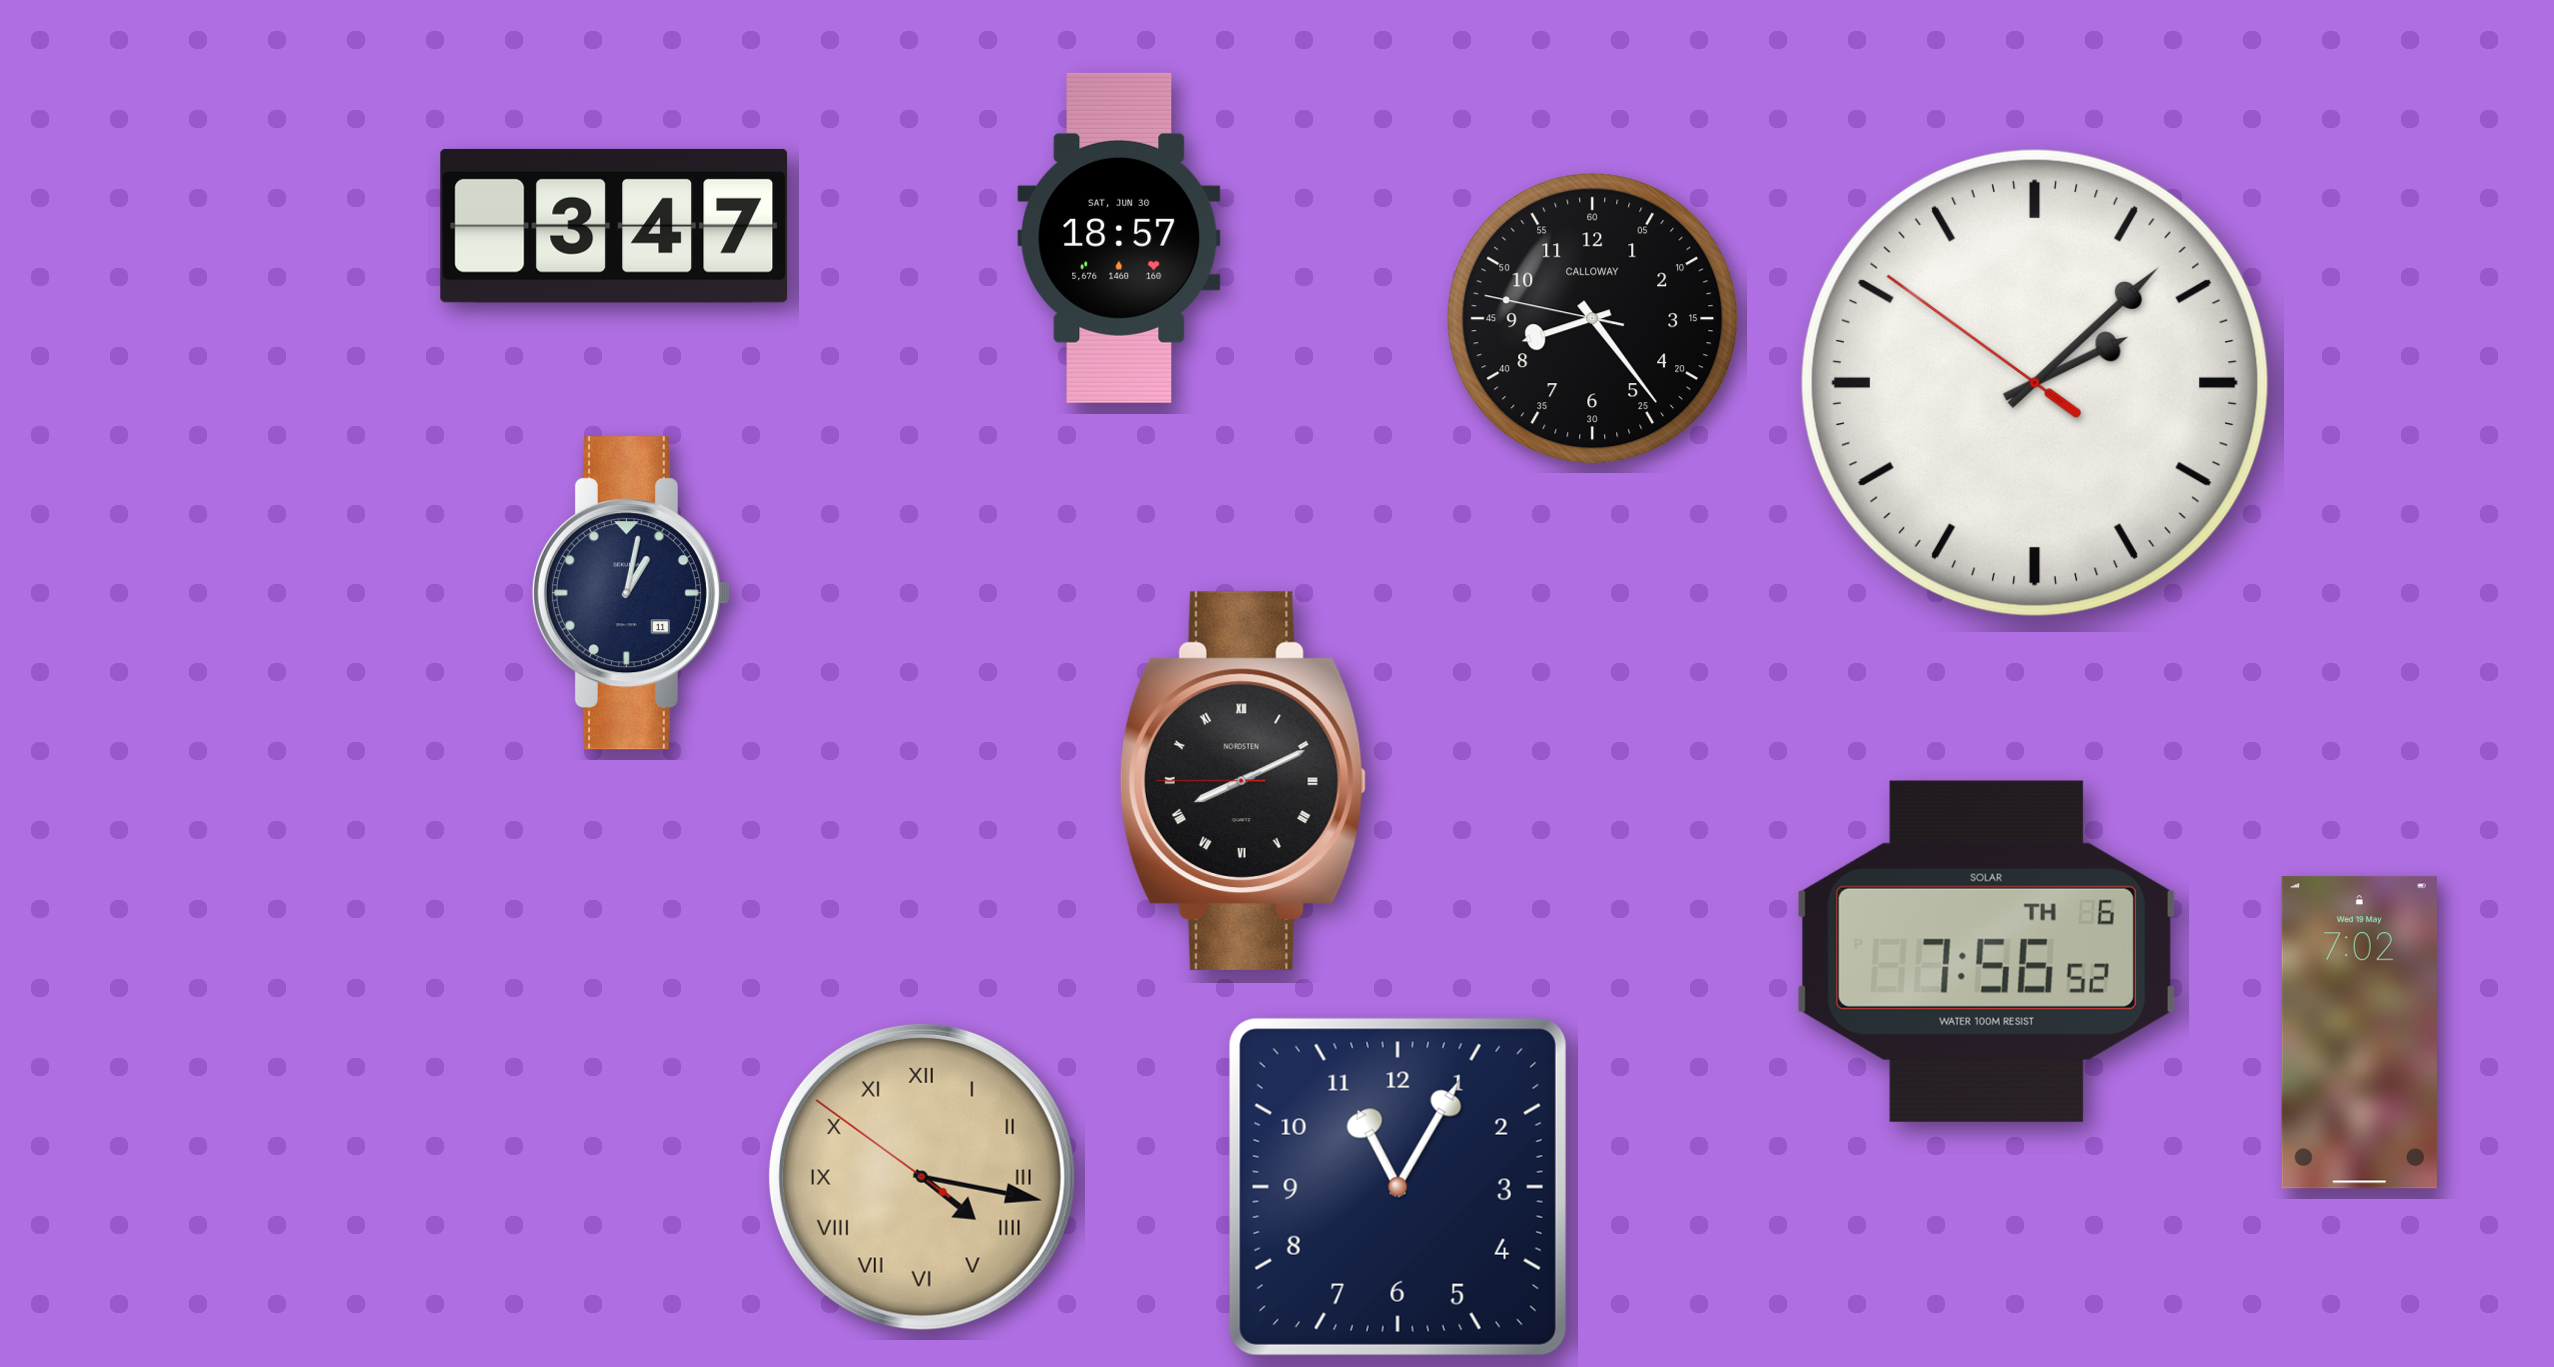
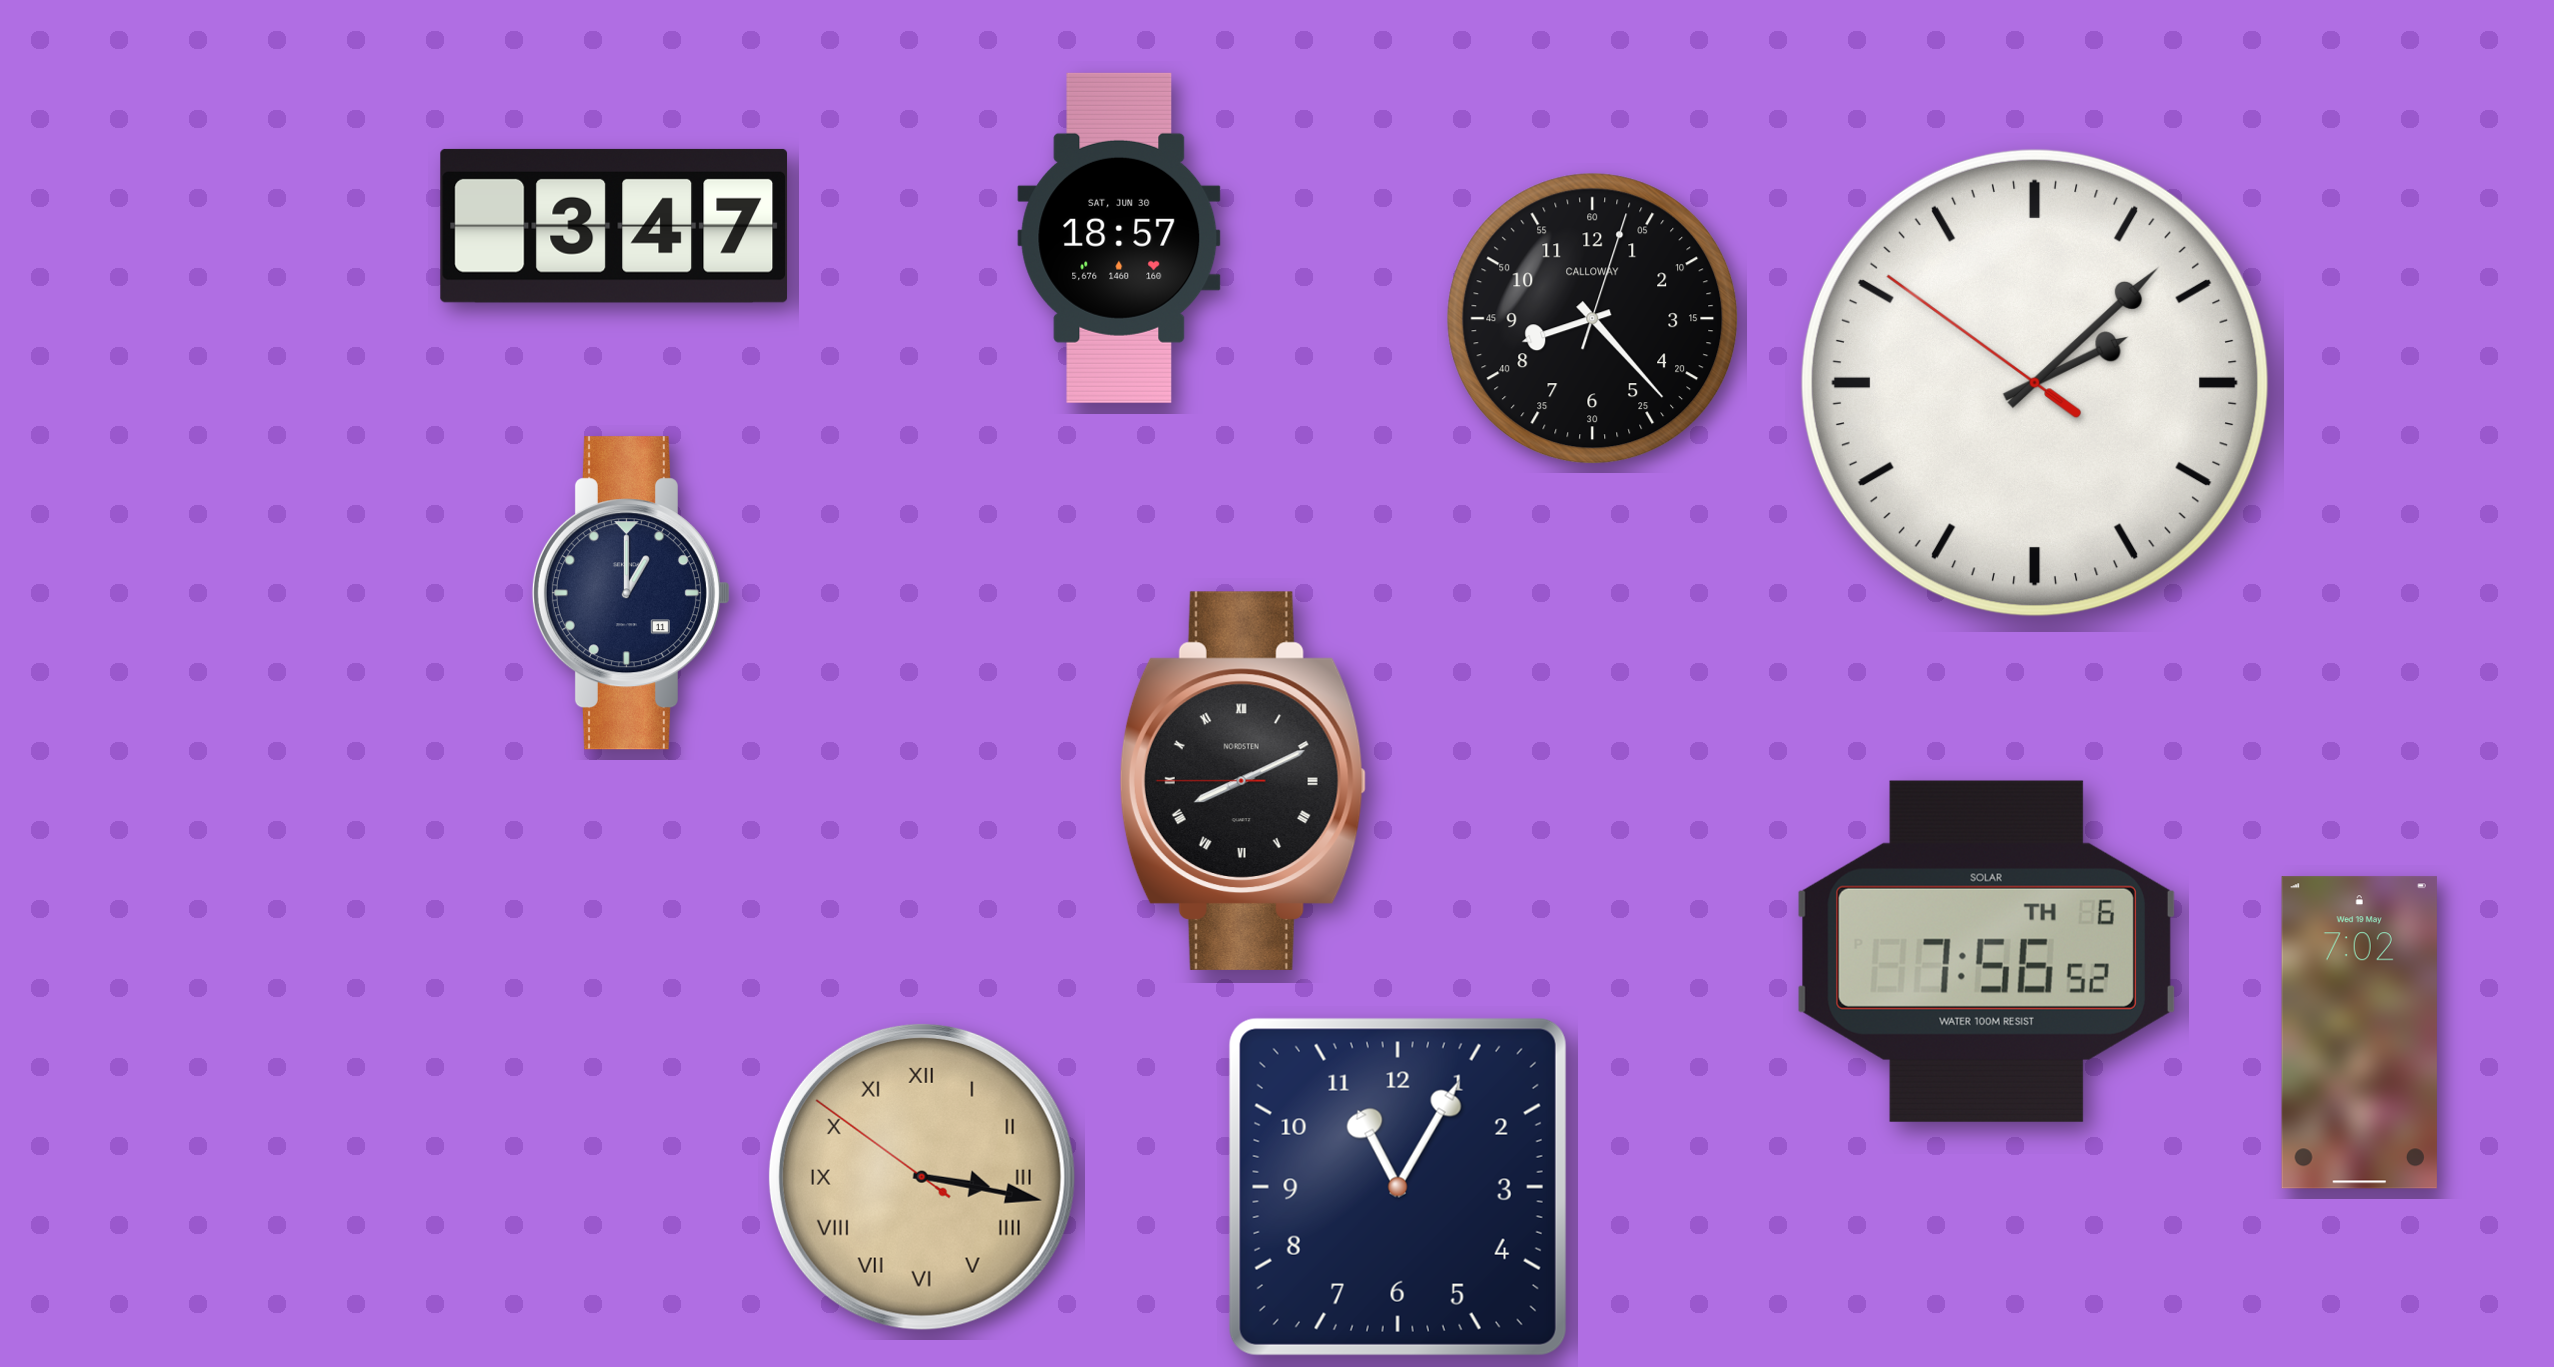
clock at (1593, 319): 8:23:47 -> 8:23:03
clock at (631, 593): 1:02 -> 1:00
clock at (922, 1177): 4:16 -> 3:16
